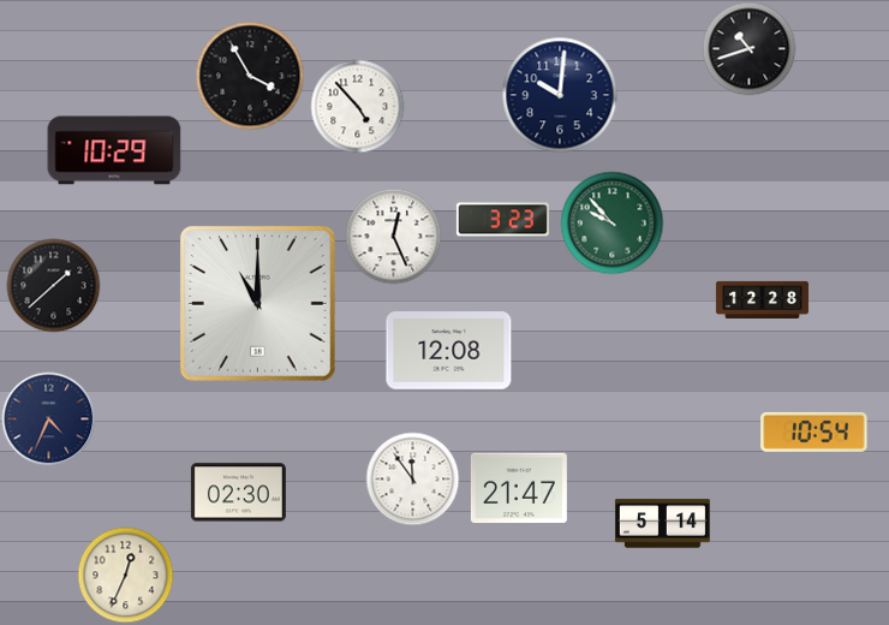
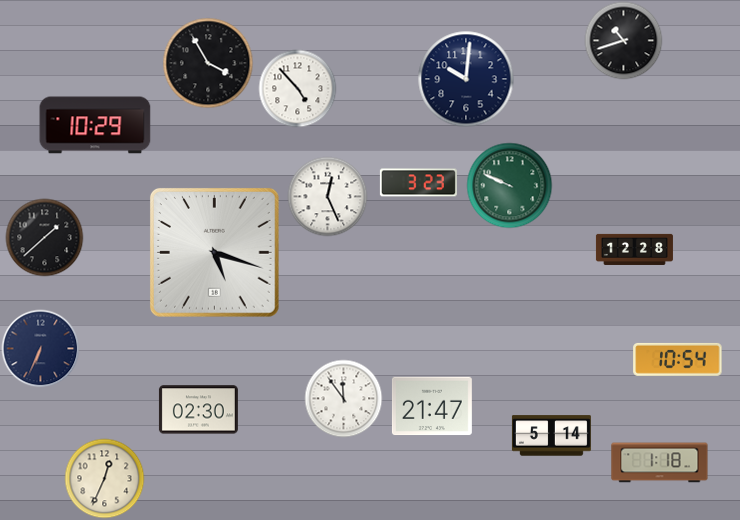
clock at (611, 222): 9:53 -> 9:49
clock at (258, 304): 11:00 -> 5:18
clock at (449, 351): 12:08 -> none
clock at (48, 418): 4:34 -> 6:34
clock at (660, 463): none -> 1:18
